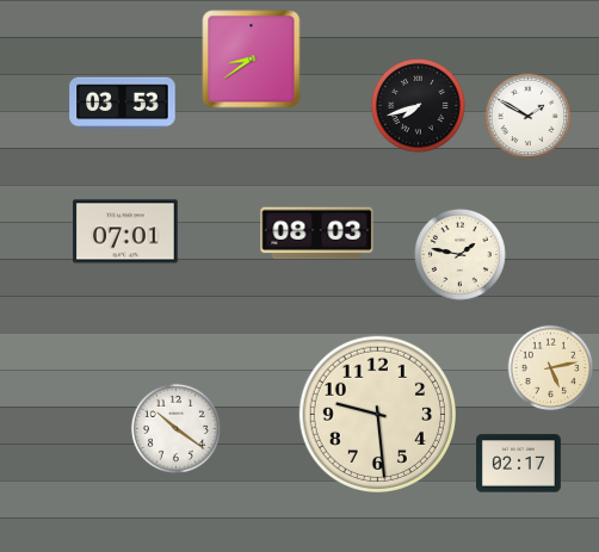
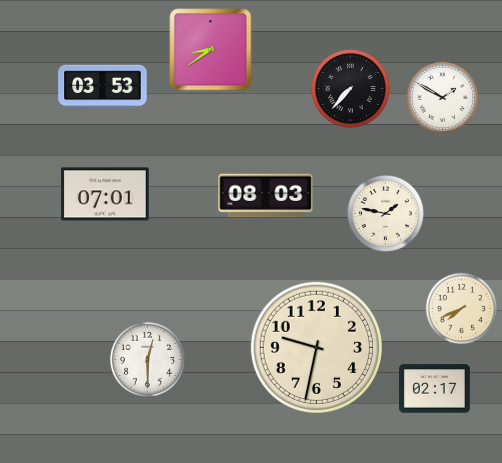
clock at (419, 106): 7:42 -> 7:37
clock at (551, 368): 5:13 -> 7:41
clock at (377, 414): 9:29 -> 9:32
clock at (175, 428): 10:21 -> 12:30
